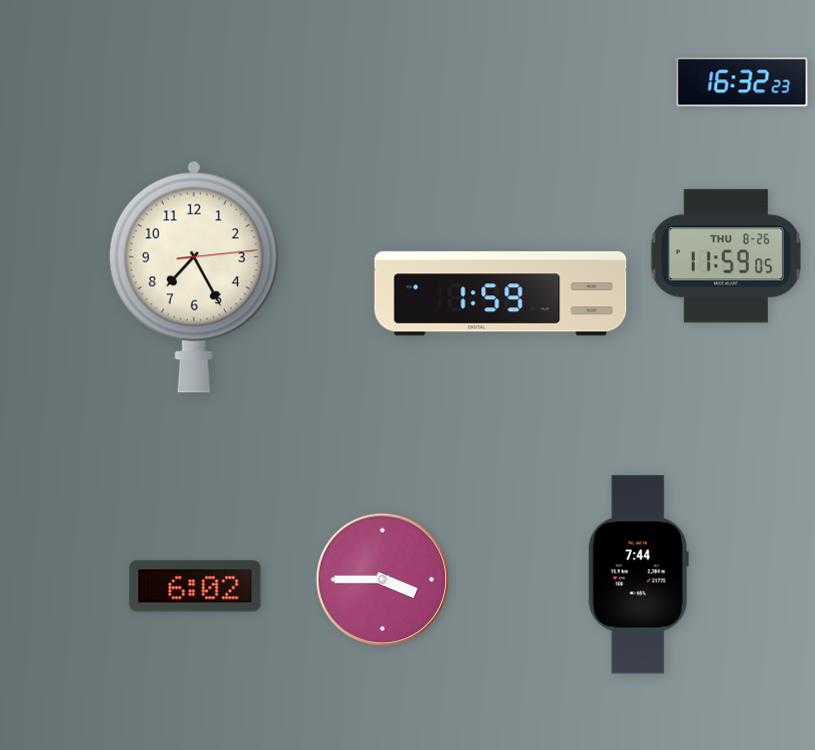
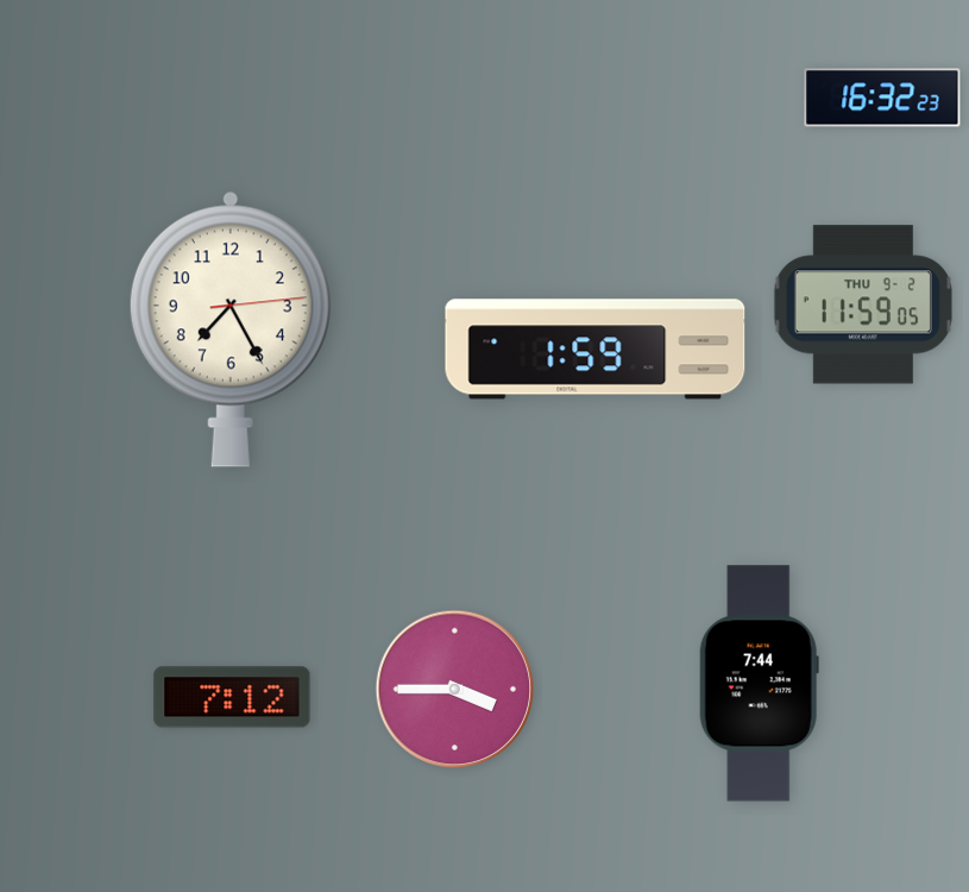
clock at (726, 256) date: THU 8-26 -> THU 9-2
clock at (195, 586): 6:02 -> 7:12
